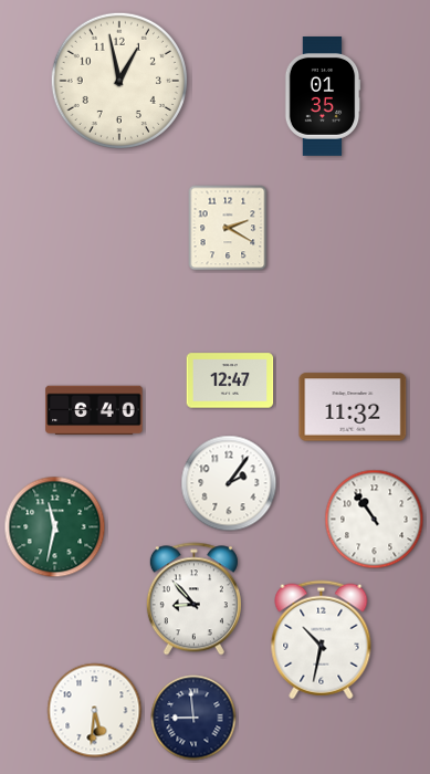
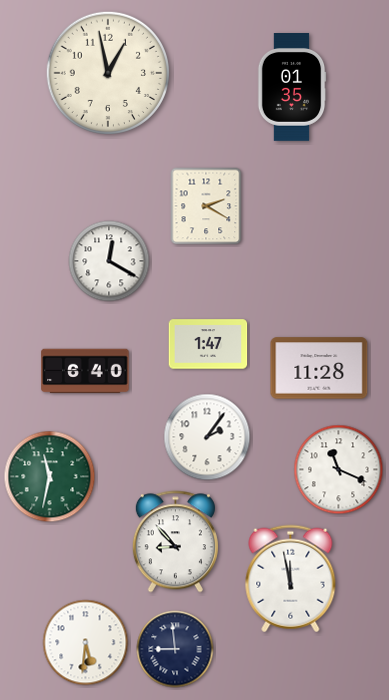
clock at (109, 261): none -> 12:20
clock at (230, 380): 12:47 -> 1:47
clock at (353, 407): 11:32 -> 11:28
clock at (375, 520): 10:54 -> 11:19
clock at (322, 640): 10:32 -> 11:58
